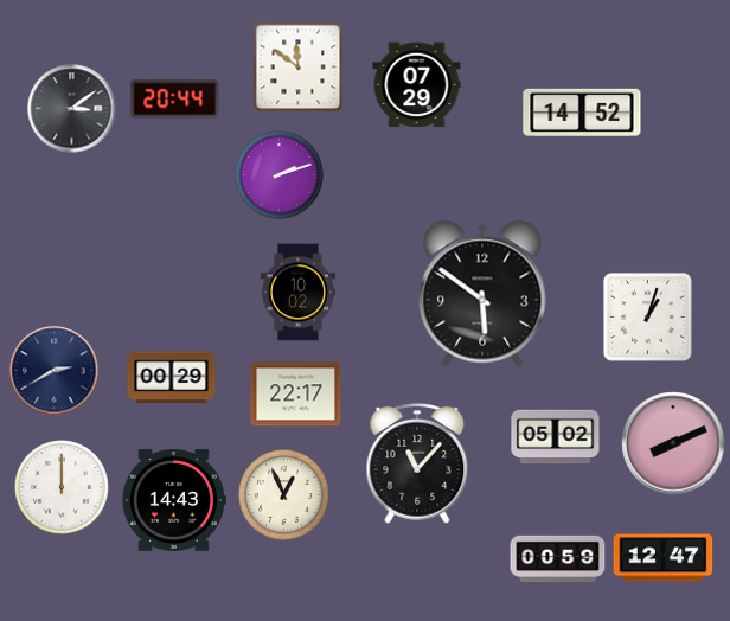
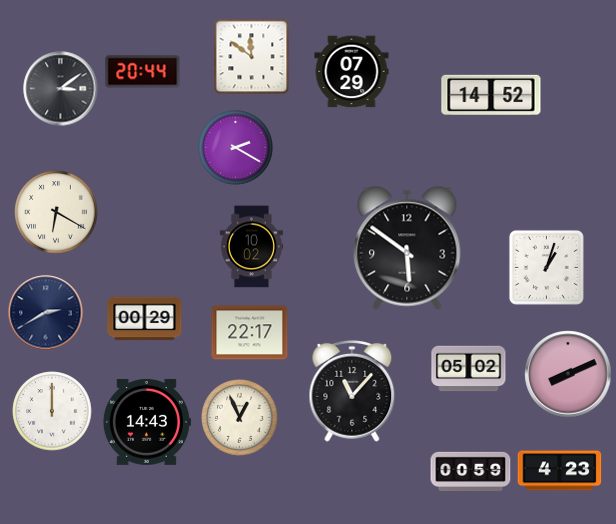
clock at (175, 100) position: (175, 100) -> (143, 72)
clock at (72, 109) position: (72, 109) -> (61, 89)
clock at (280, 175): 2:12 -> 2:20
clock at (56, 212): none -> 6:20
clock at (664, 558): 12:47 -> 4:23
